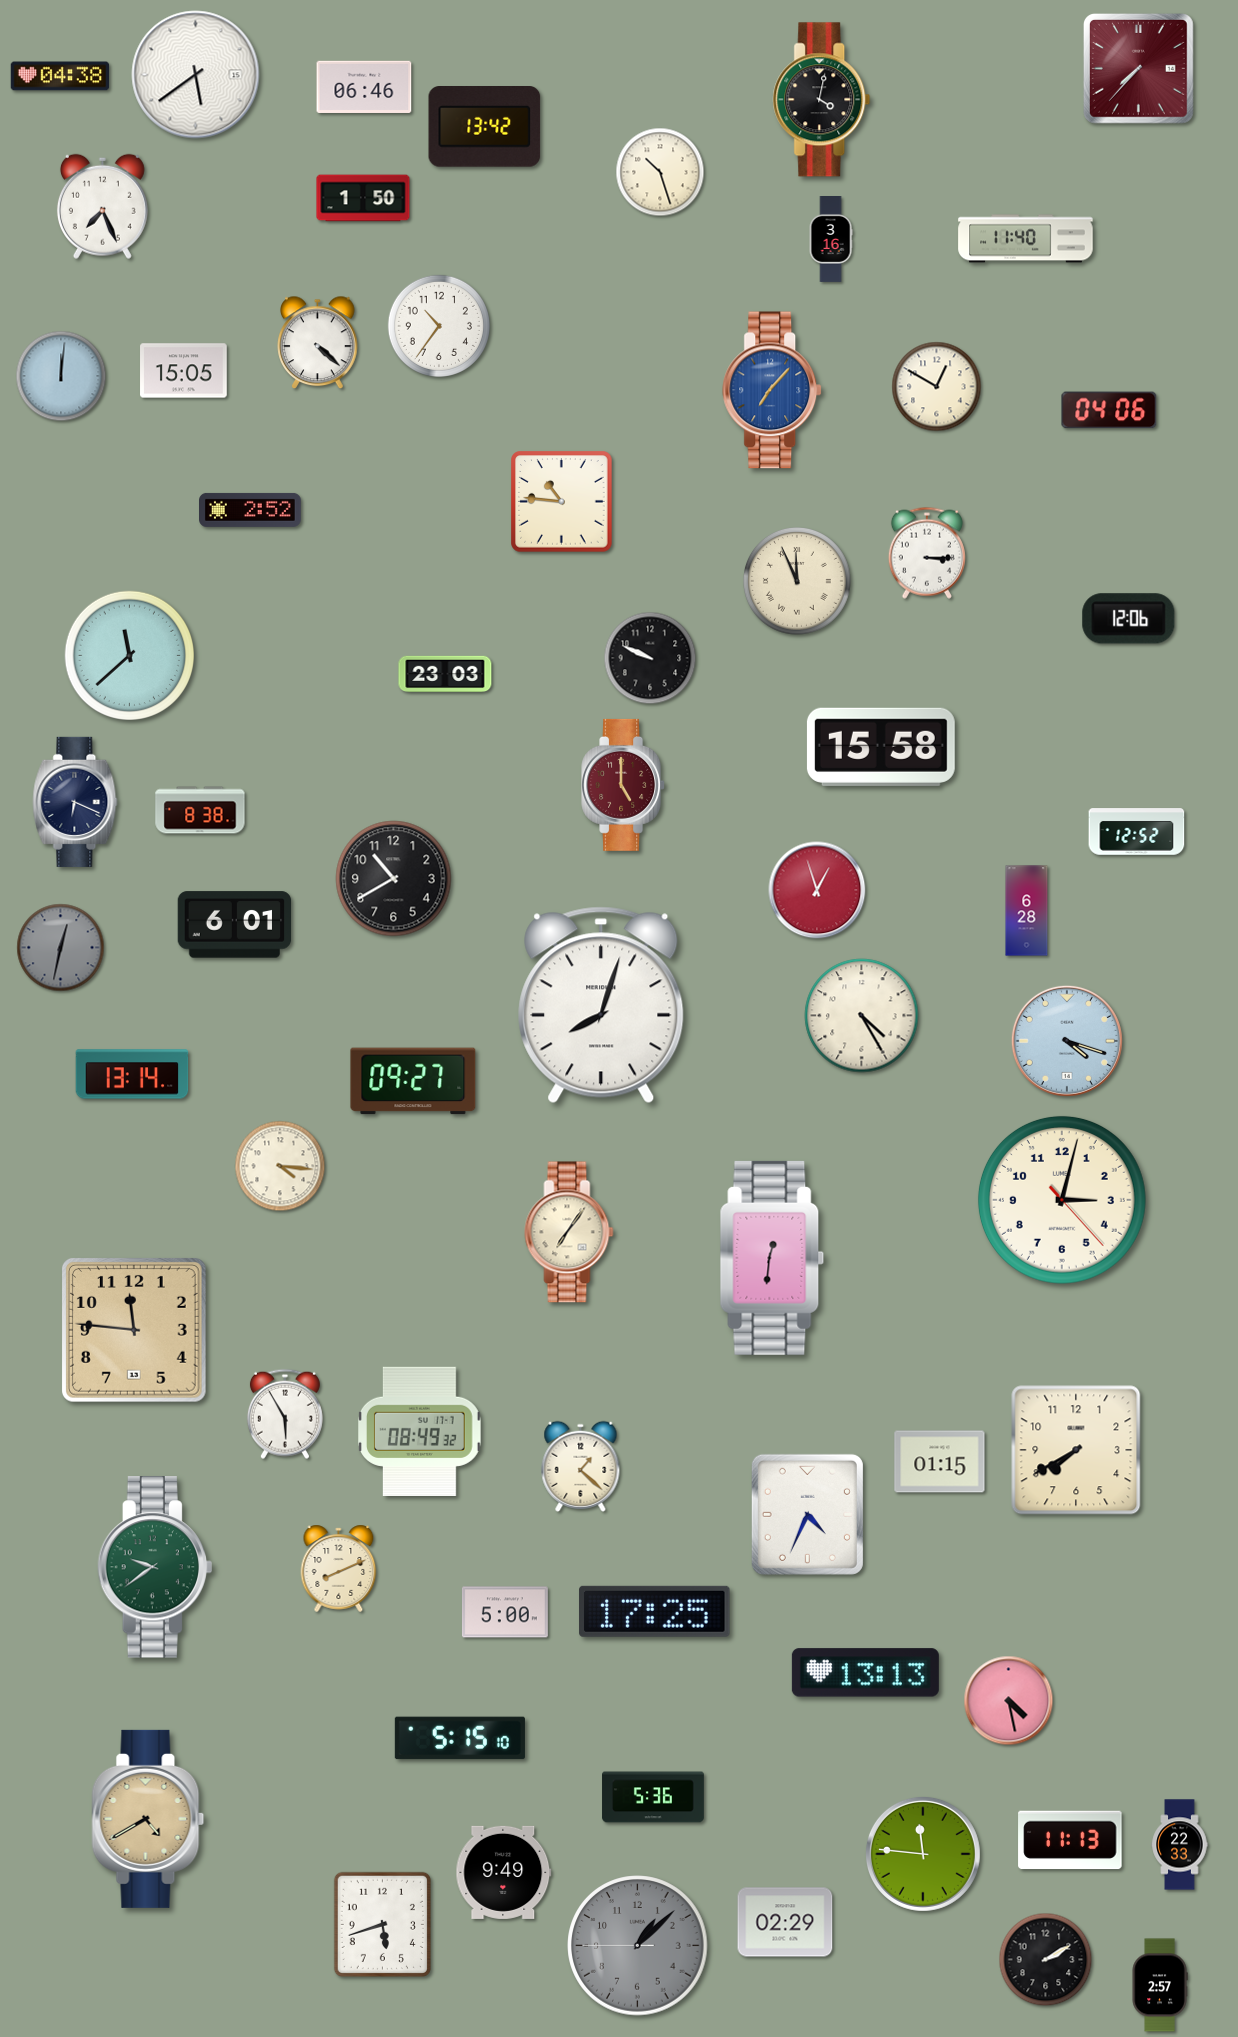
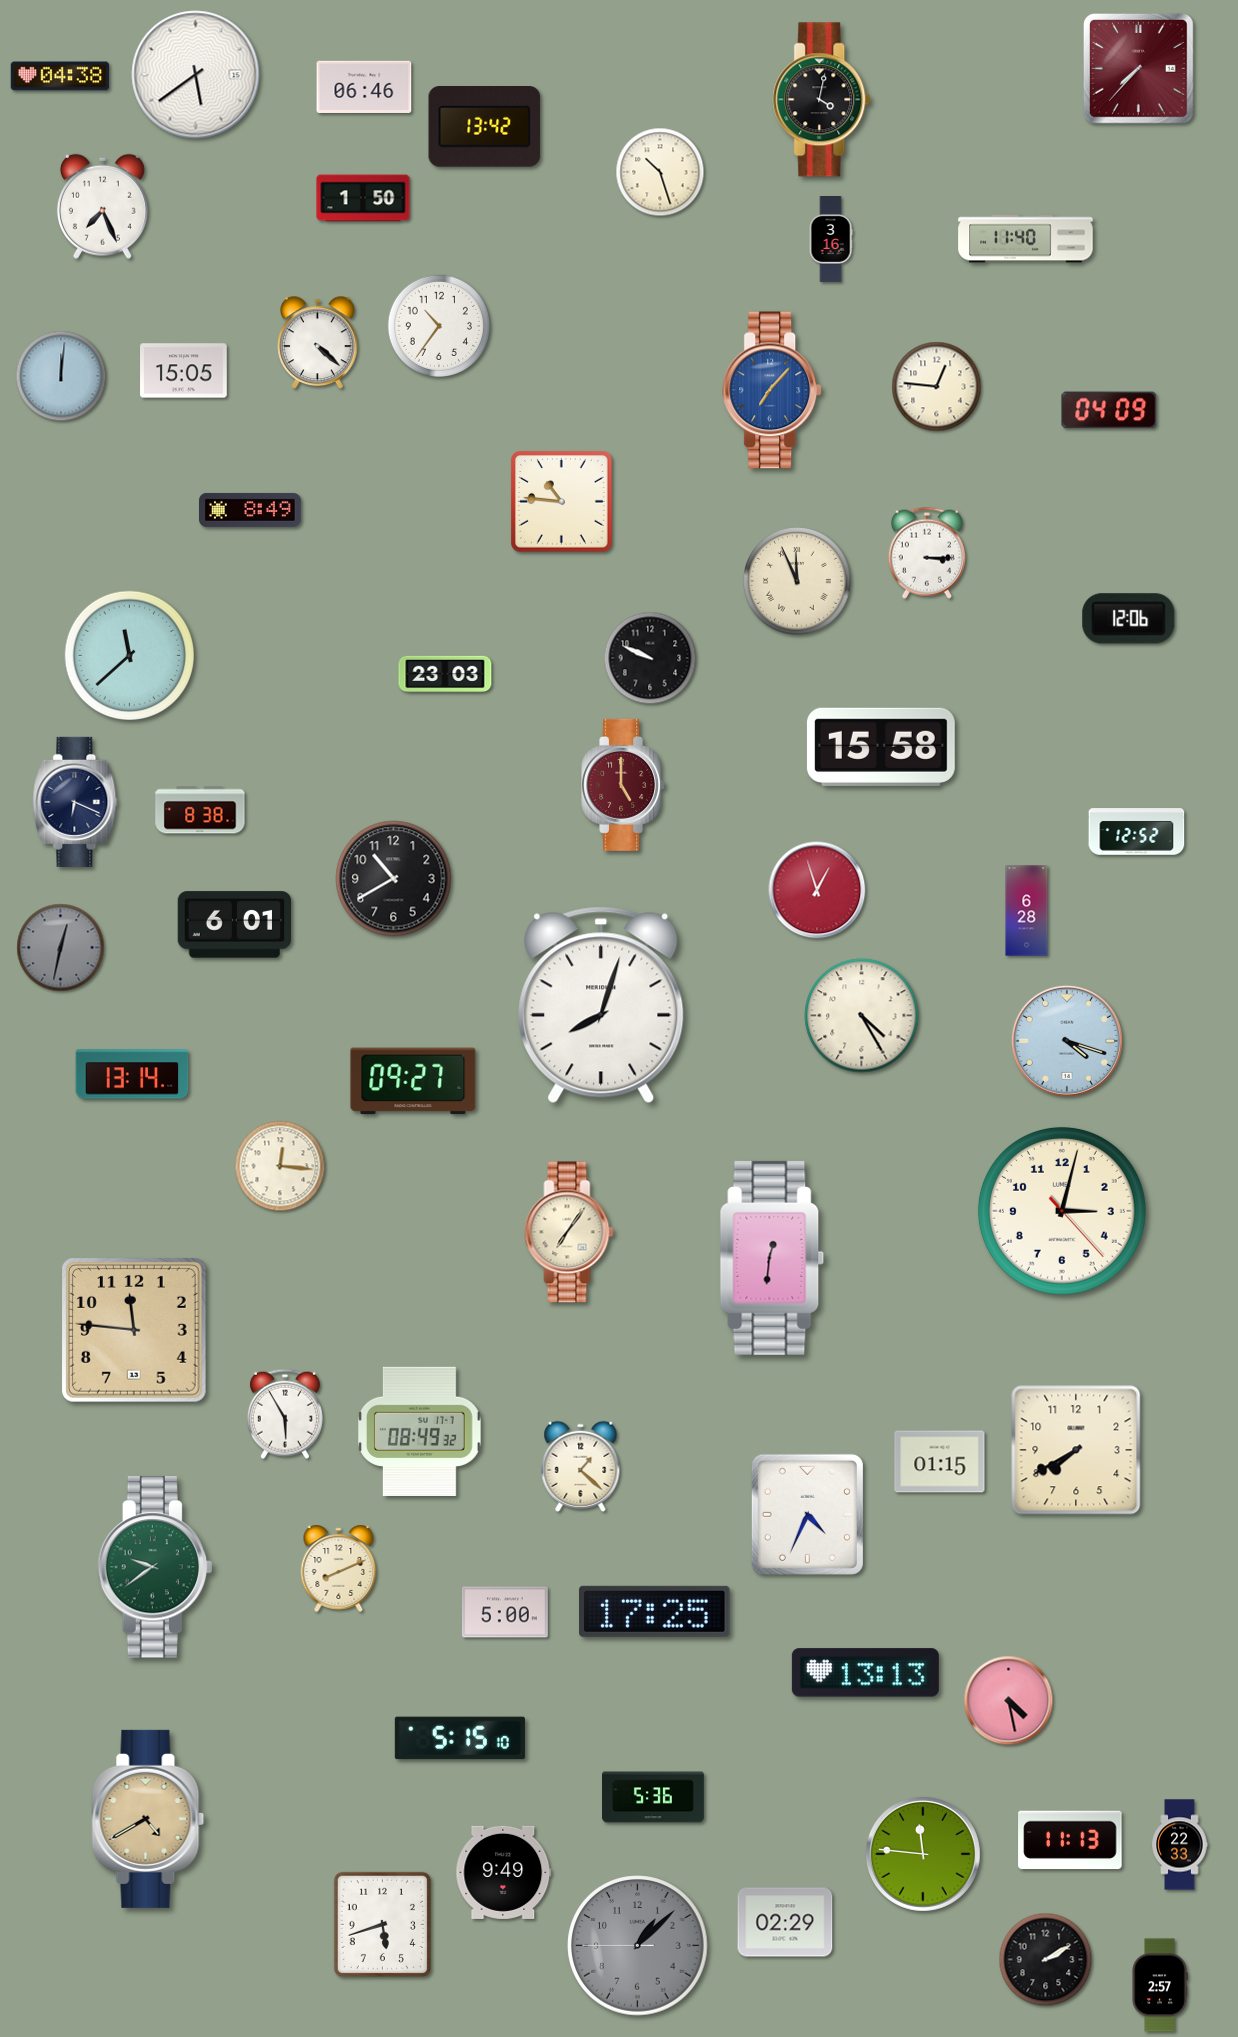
clock at (937, 387): 12:50 -> 12:46
clock at (1109, 410): 04:06 -> 04:09
clock at (251, 510): 2:52 -> 8:49
clock at (280, 1166): 4:16 -> 12:16
clock at (1062, 1200) position: (1062, 1200) -> (1062, 1211)
